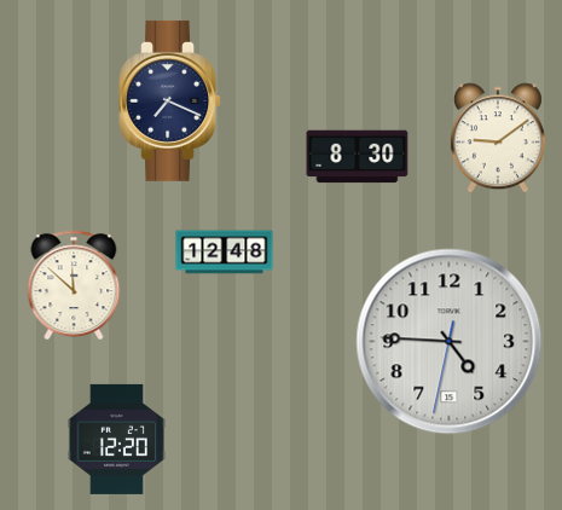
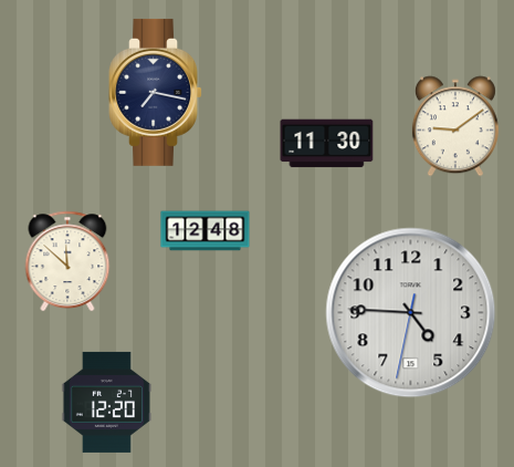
clock at (169, 100): 7:19 -> 7:17
clock at (358, 157): 8:30 -> 11:30
